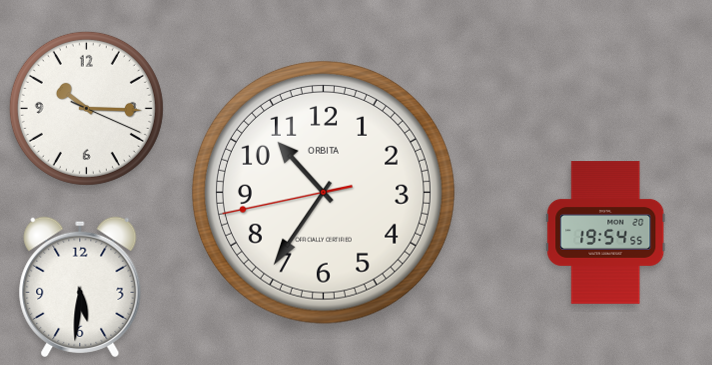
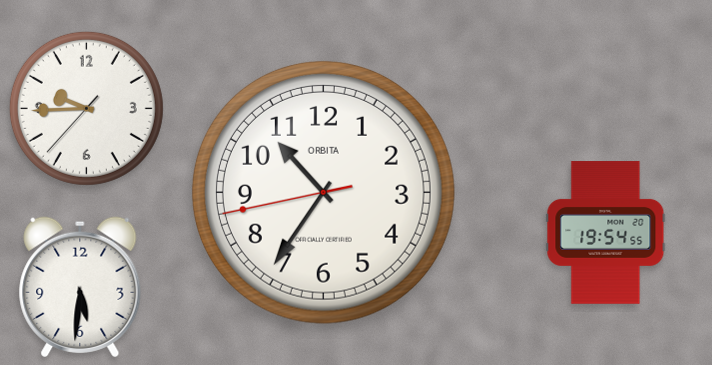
clock at (86, 108): 10:15 -> 9:44
